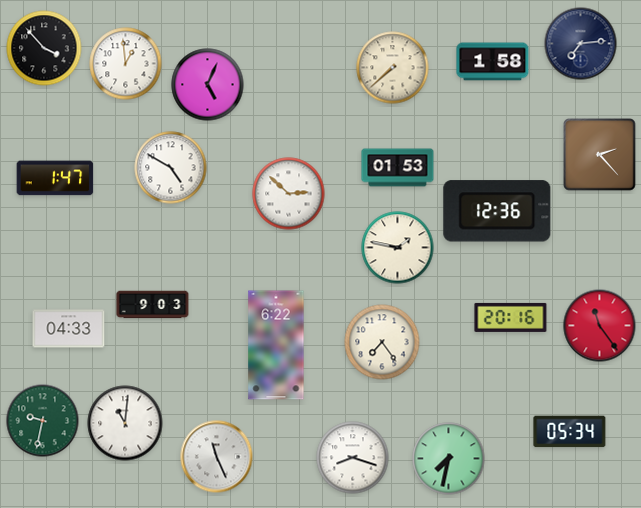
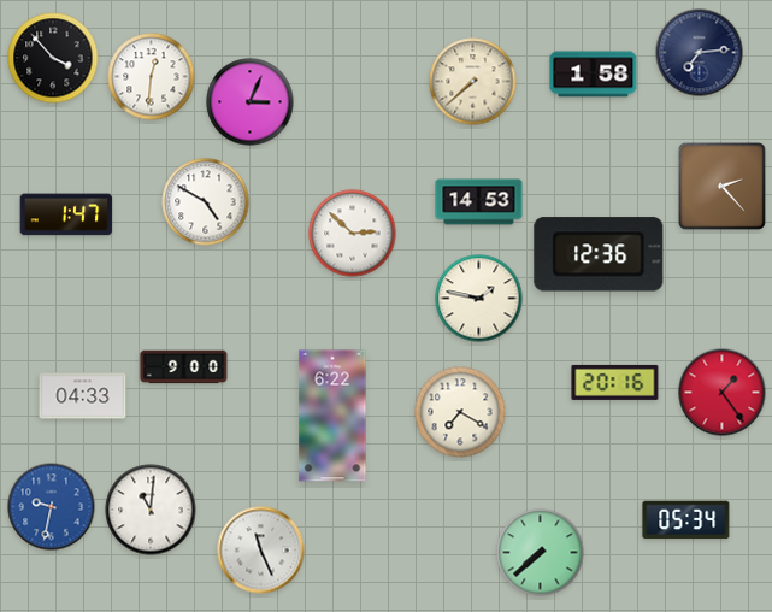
clock at (126, 64): 12:59 -> 12:31
clock at (208, 85): 5:04 -> 3:04
clock at (398, 168): 01:53 -> 14:53
clock at (289, 194) position: (289, 194) -> (353, 234)
clock at (153, 305): 9:03 -> 9:00
clock at (600, 326): 11:24 -> 1:24
clock at (382, 342): 7:24 -> 7:20
clock at (43, 421) dial: green -> blue
clock at (353, 458): 8:18 -> none
clock at (449, 459): 7:32 -> 7:38
